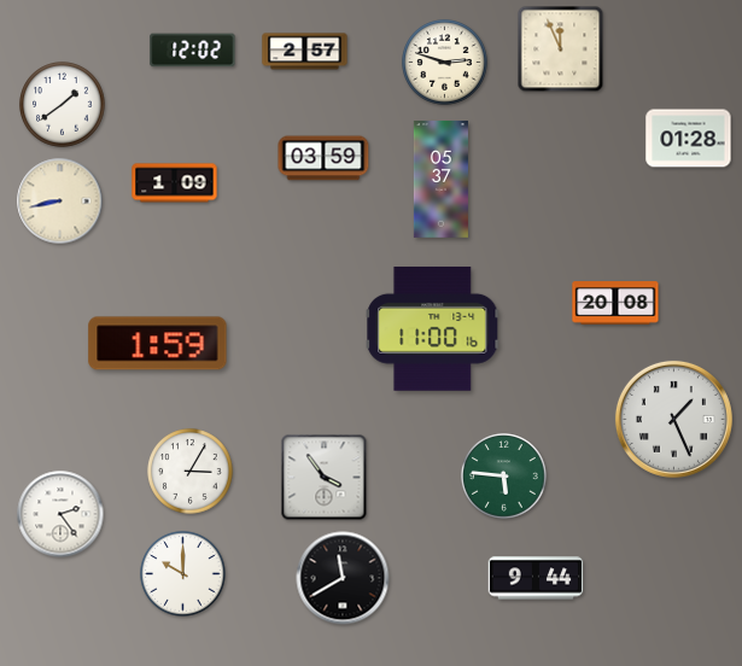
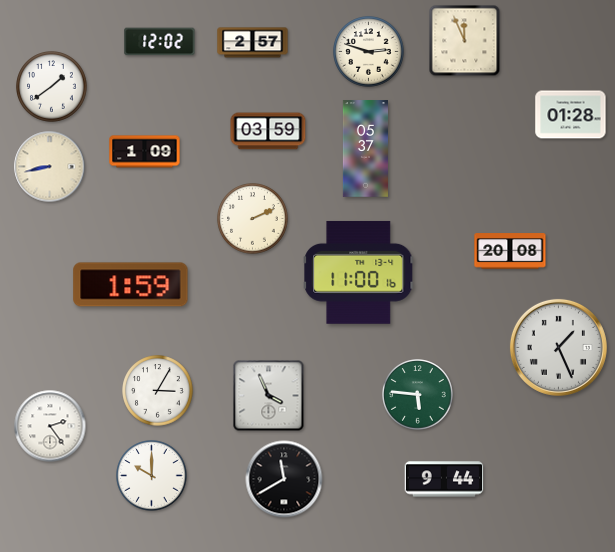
clock at (253, 219): none -> 2:11
clock at (325, 478): 3:54 -> 3:56
